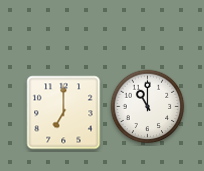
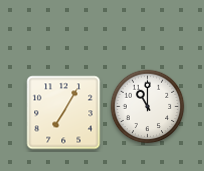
clock at (64, 113): 7:00 -> 7:05
